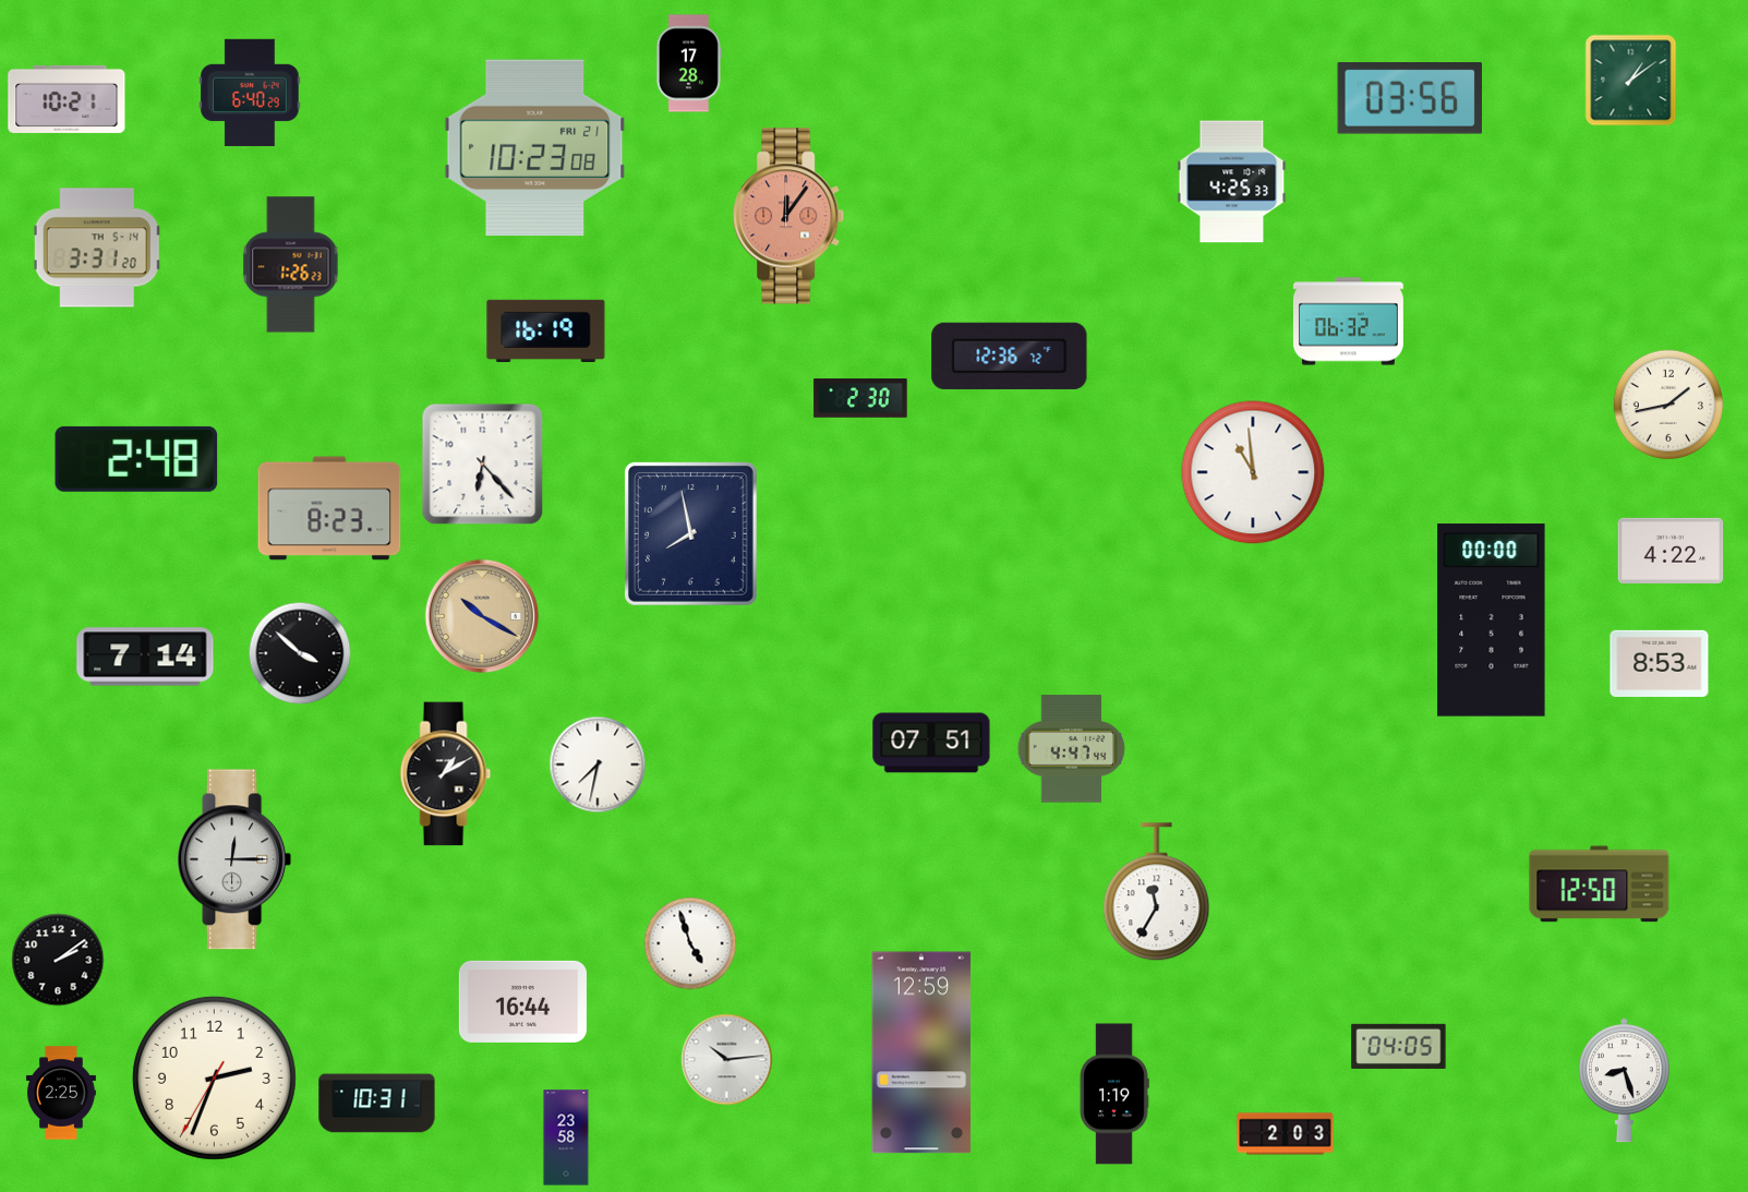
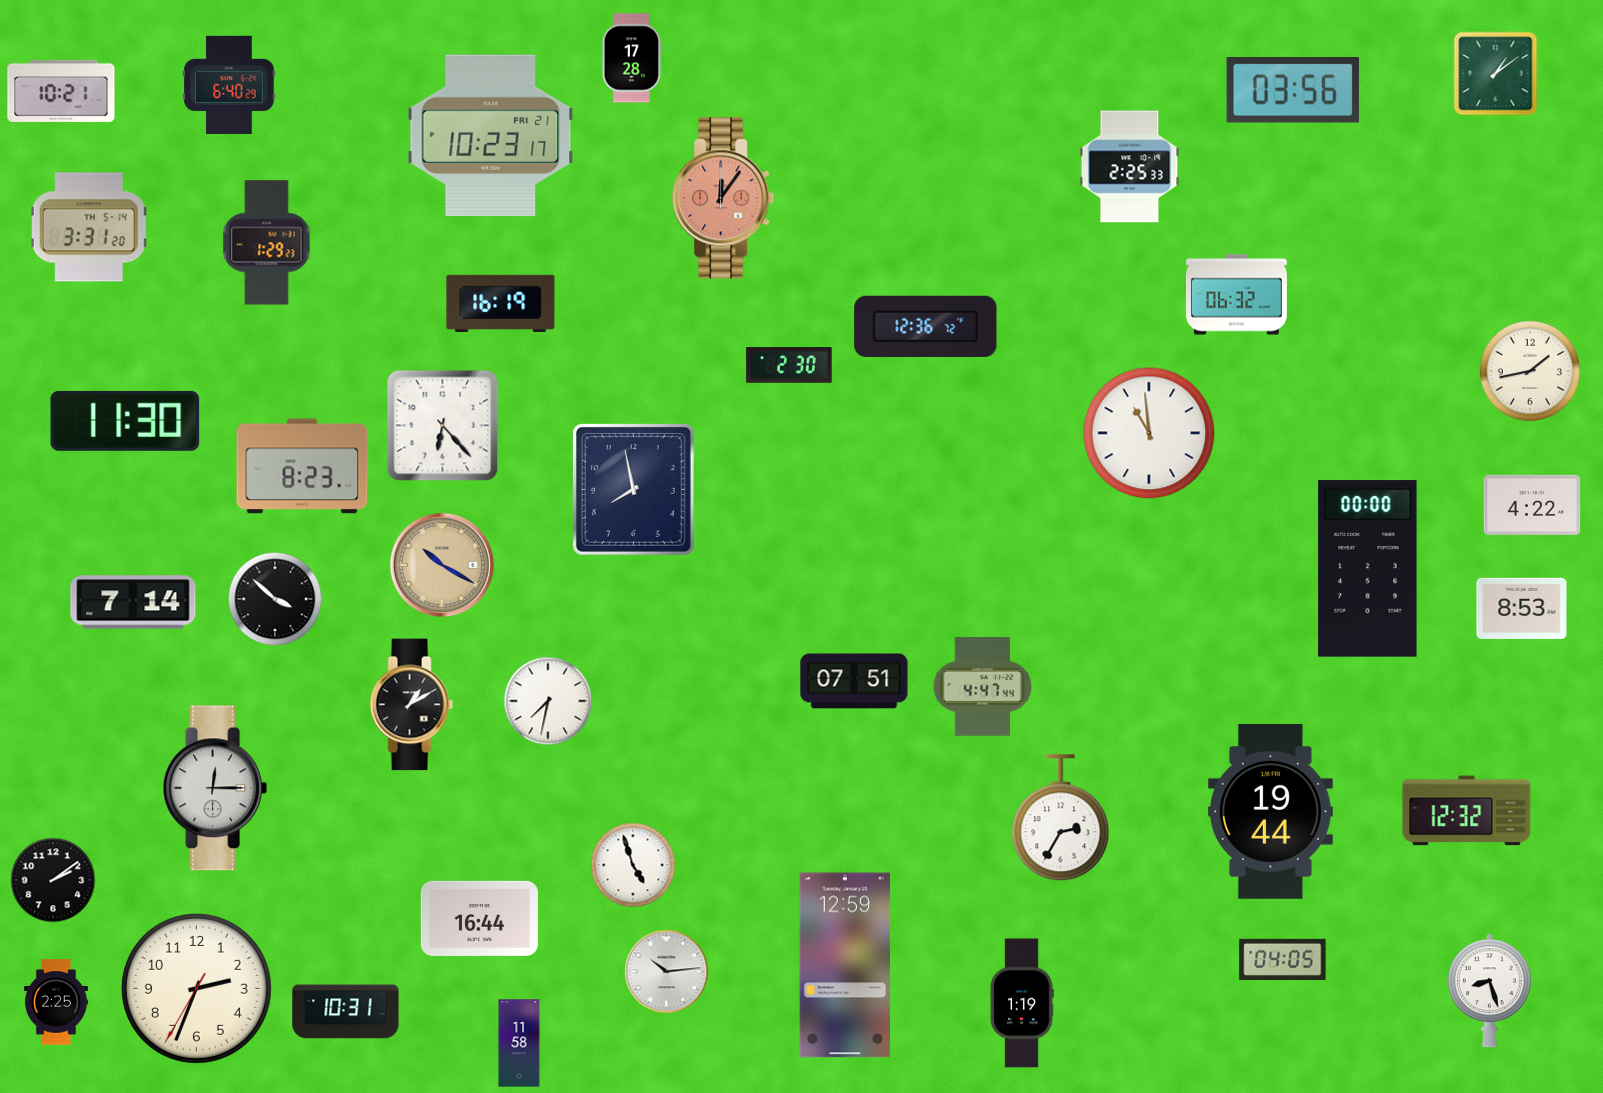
clock at (535, 148): 10:23:08 -> 10:23:17
clock at (1232, 182): 4:25 -> 2:25
clock at (291, 265): 1:26 -> 1:29
clock at (136, 459): 2:48 -> 11:30
clock at (446, 774) position: (446, 774) -> (412, 705)
clock at (1600, 884): 12:50 -> 12:32
clock at (1270, 812): none -> 19:44
clock at (1157, 892): 11:35 -> 2:35
clock at (1286, 1134): 2:03 -> none
clock at (566, 1137): 23:58 -> 11:58
